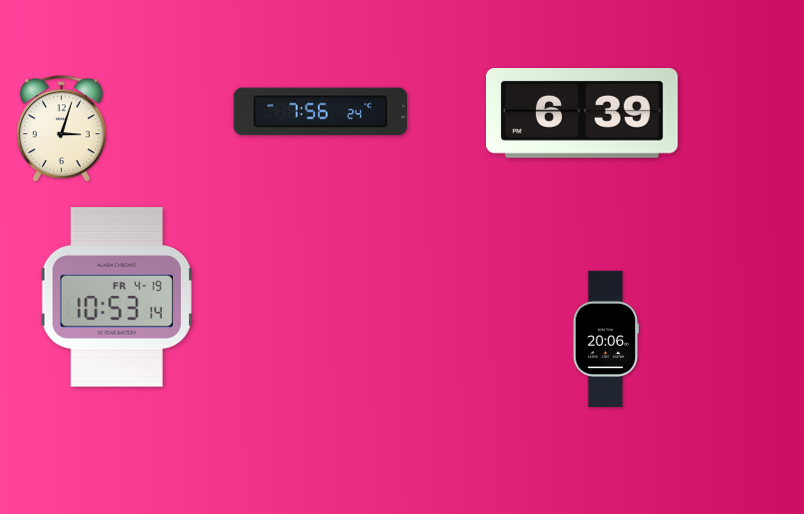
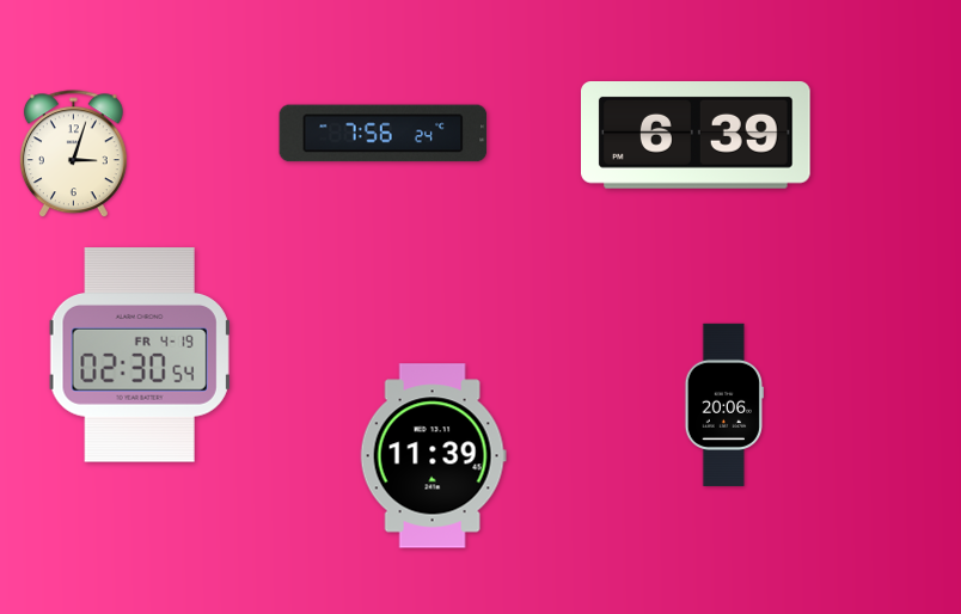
clock at (117, 297): 10:53 -> 02:30
clock at (433, 456): none -> 11:39
